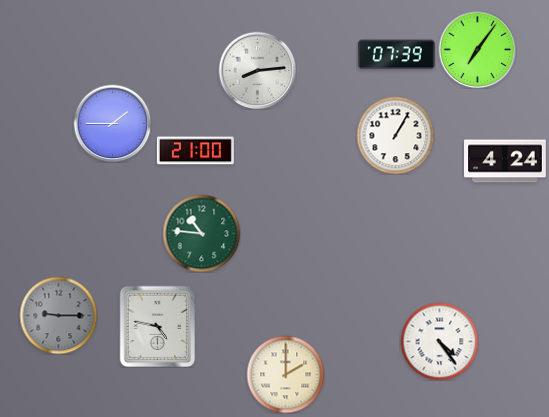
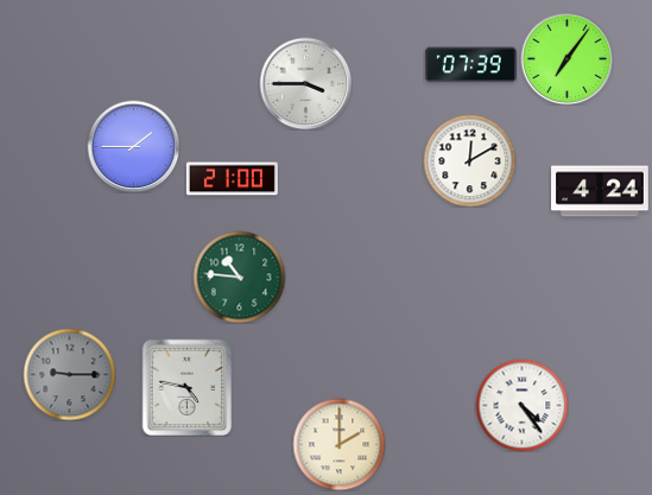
clock at (257, 70): 8:14 -> 3:45
clock at (395, 135): 1:05 -> 12:10
